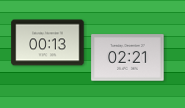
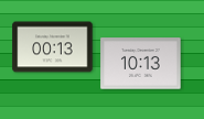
clock at (128, 58): 02:21 -> 10:13
